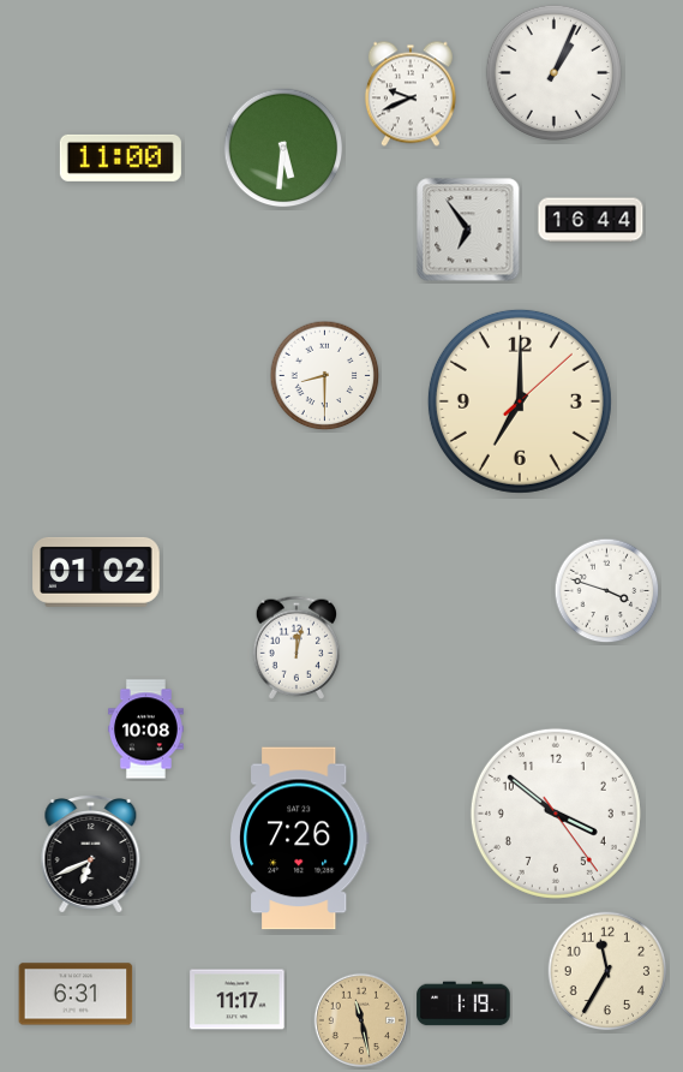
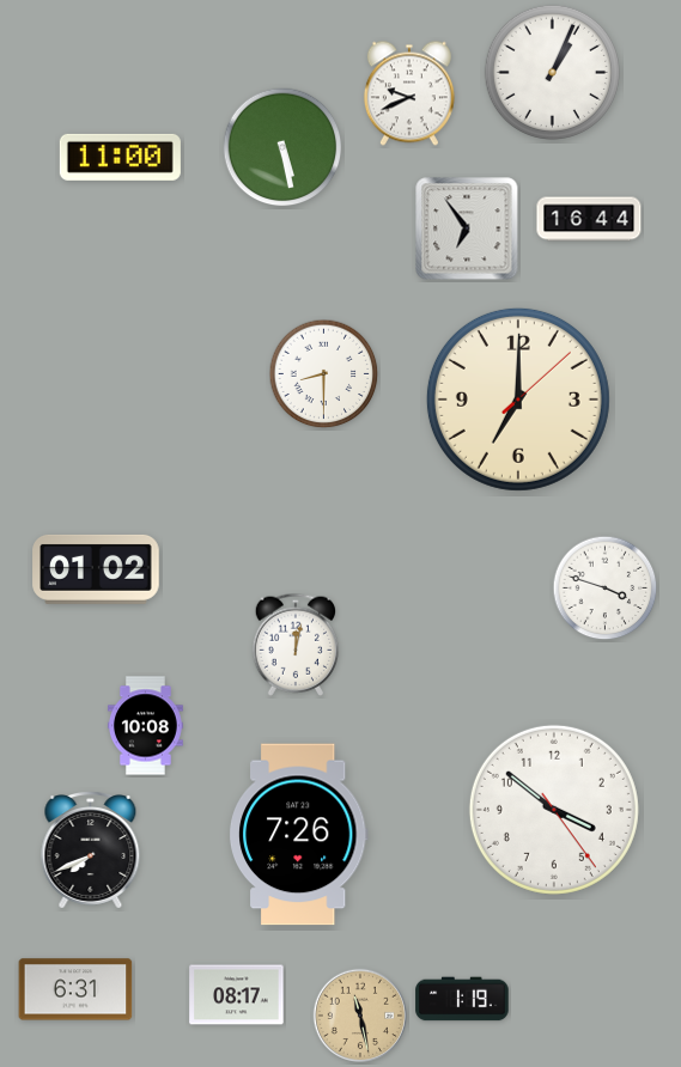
clock at (283, 148): 5:31 -> 5:28
clock at (91, 854): 6:41 -> 7:41
clock at (607, 971): 11:35 -> none
clock at (238, 1000): 11:17 -> 08:17
